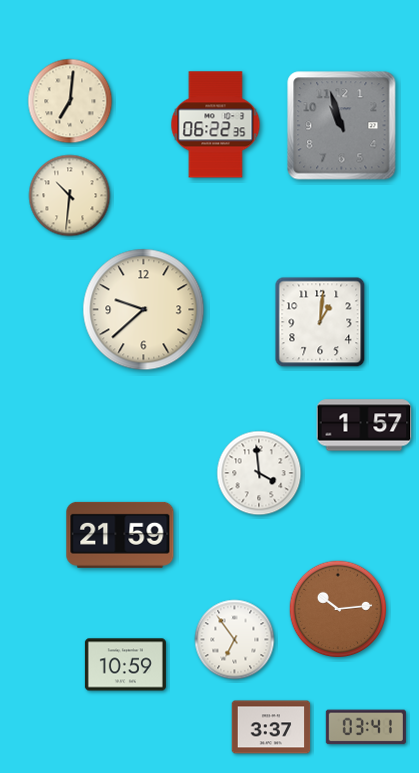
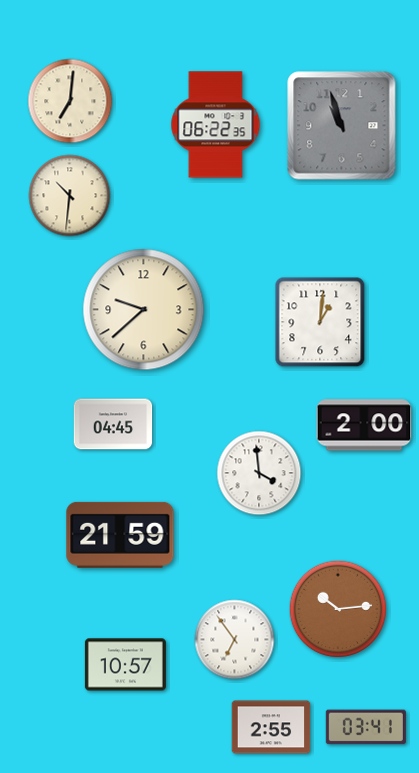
clock at (113, 424): none -> 04:45
clock at (364, 425): 1:57 -> 2:00
clock at (125, 665): 10:59 -> 10:57
clock at (271, 727): 3:37 -> 2:55
